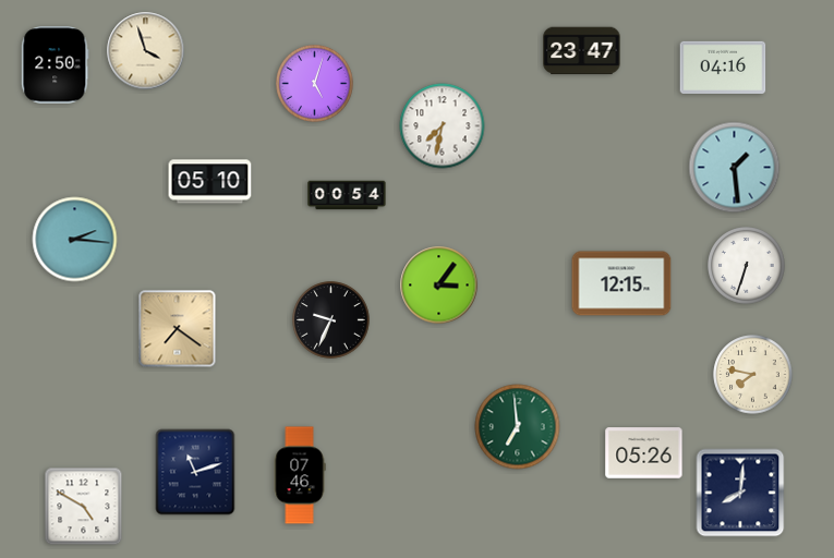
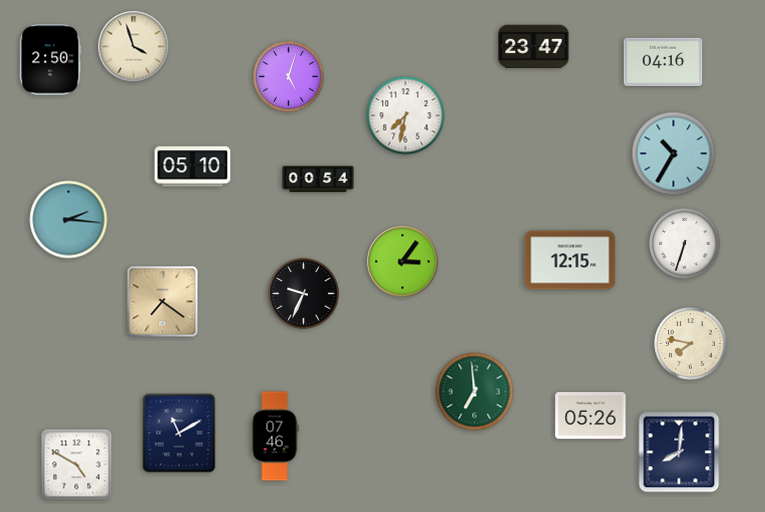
clock at (735, 168): 1:29 -> 10:35
clock at (195, 472): 11:12 -> 11:10
